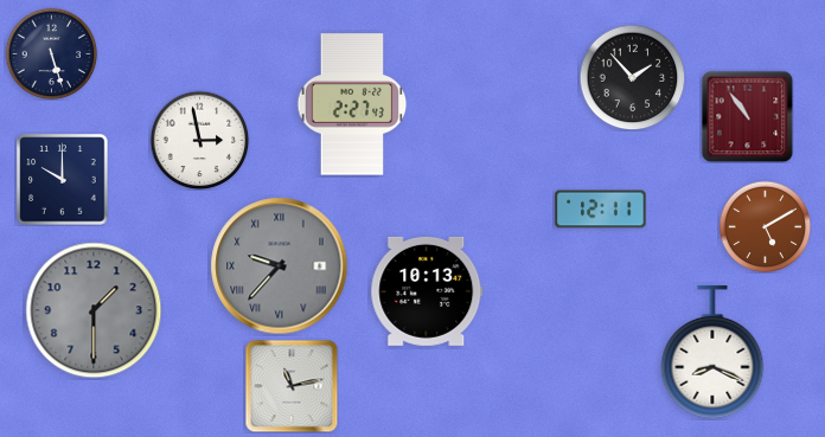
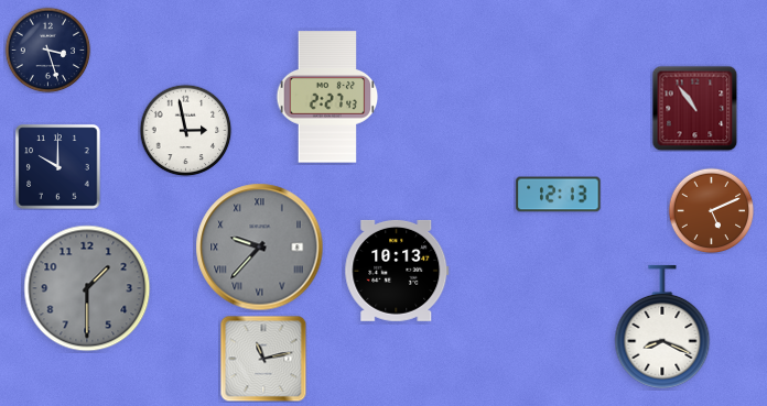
clock at (51, 53): 5:27 -> 3:27
clock at (632, 77): 1:53 -> none
clock at (601, 210): 12:11 -> 12:13
clock at (765, 226): 5:10 -> 5:11
clock at (292, 386) position: (292, 386) -> (263, 359)
